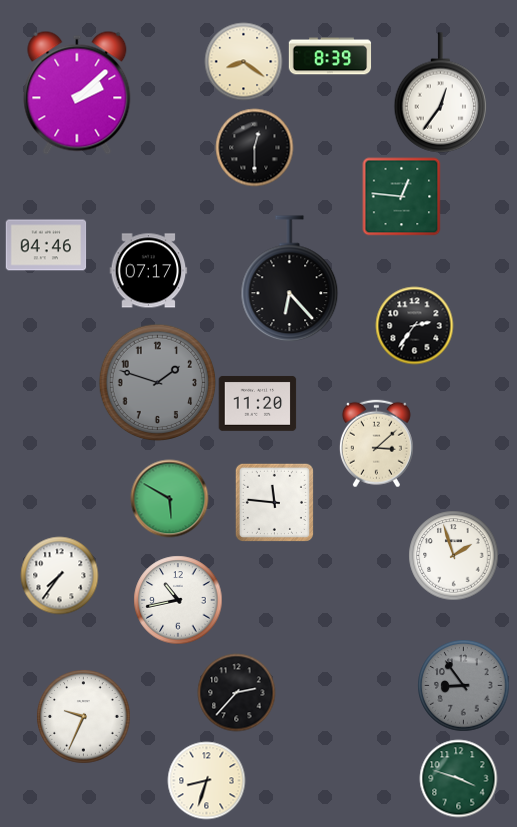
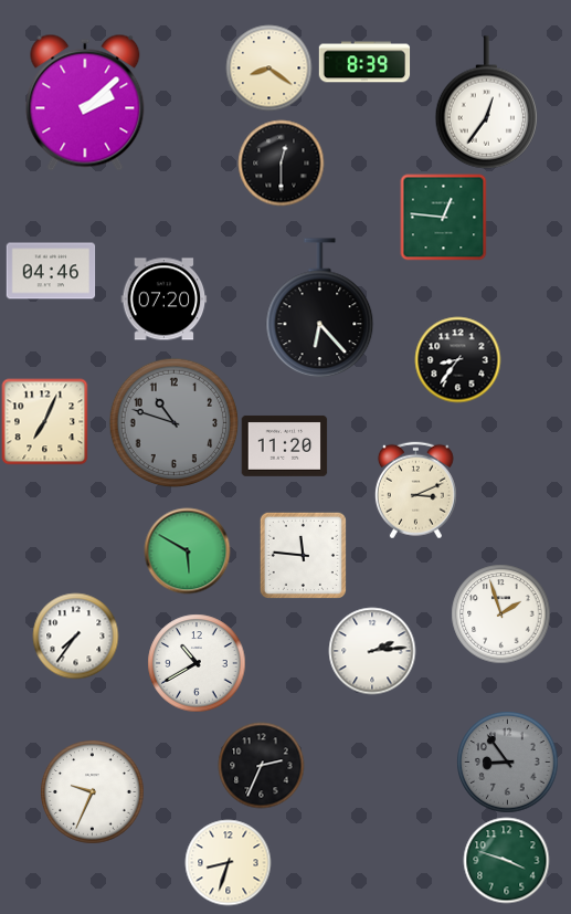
clock at (148, 271): 07:17 -> 07:20
clock at (414, 325): 2:36 -> 8:36
clock at (44, 421): none -> 7:04
clock at (157, 382): 1:48 -> 10:48
clock at (376, 443): 3:08 -> 3:11
clock at (59, 575) position: (59, 575) -> (75, 635)
clock at (372, 651): none -> 2:14
clock at (178, 600): 10:43 -> 10:40
clock at (463, 685) position: (463, 685) -> (507, 761)
clock at (236, 692): 2:37 -> 2:34
